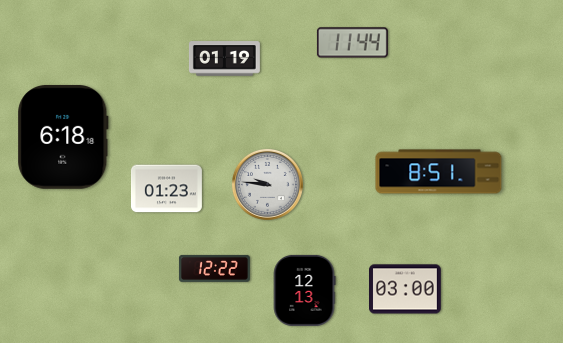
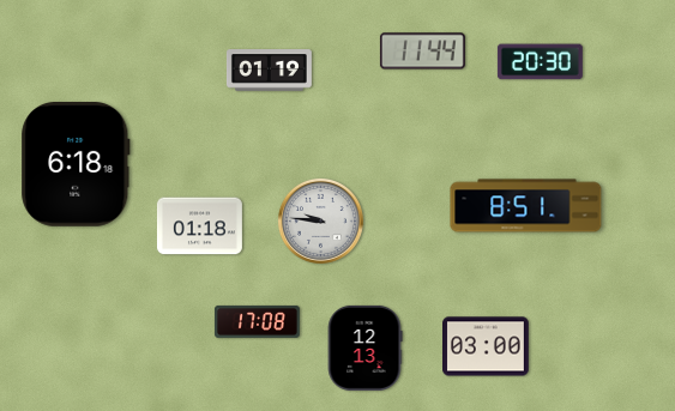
clock at (540, 62): none -> 20:30
clock at (166, 189): 01:23 -> 01:18
clock at (214, 268): 12:22 -> 17:08
